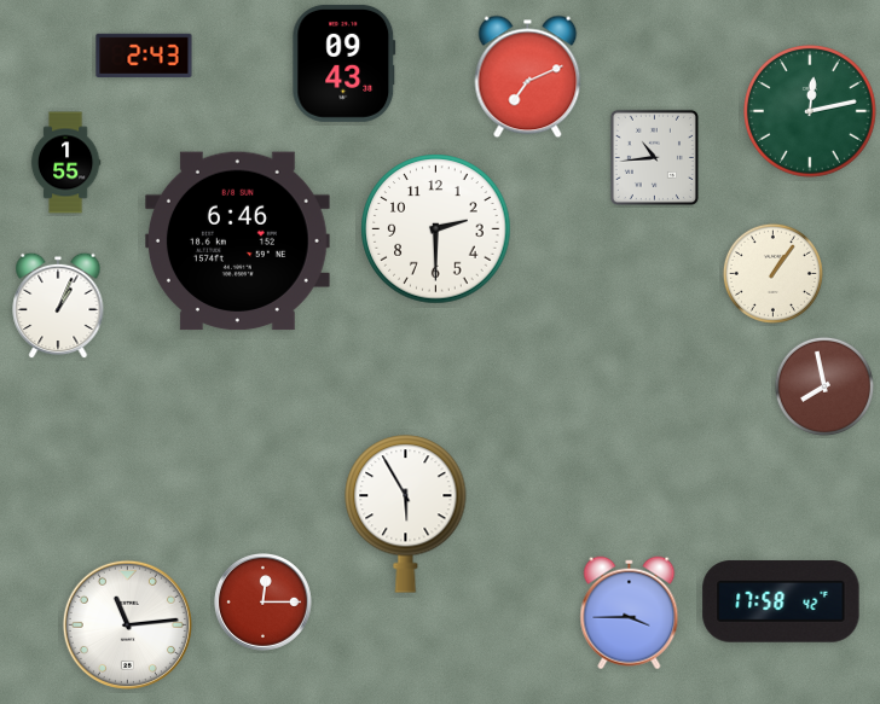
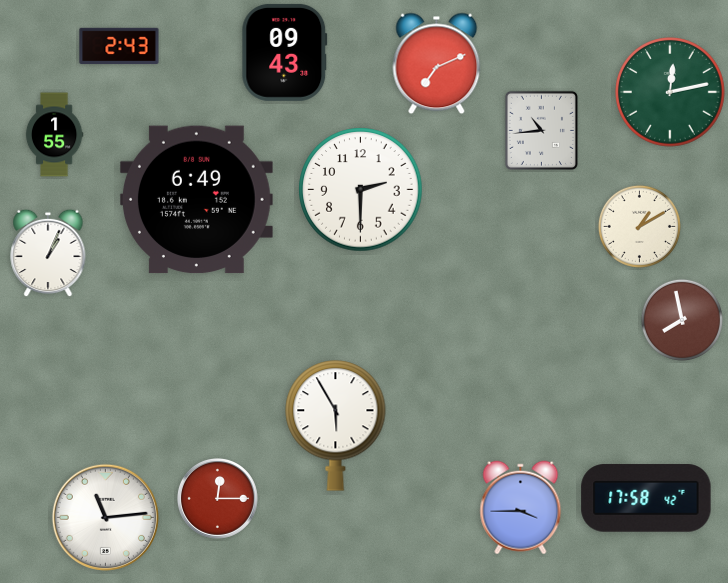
clock at (237, 242): 6:46 -> 6:49
clock at (772, 273): 1:06 -> 1:10
